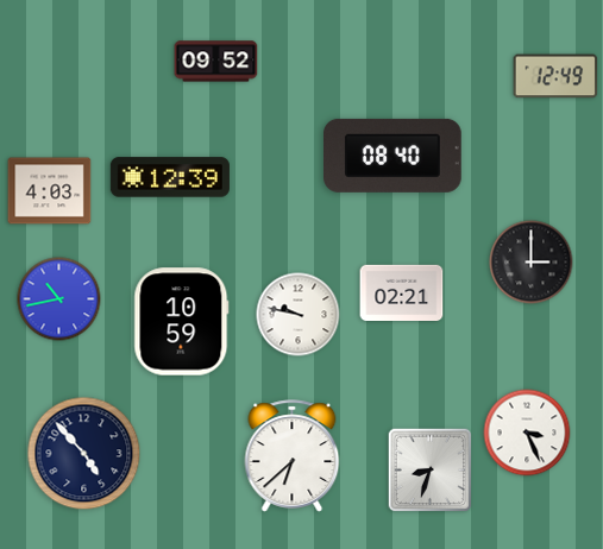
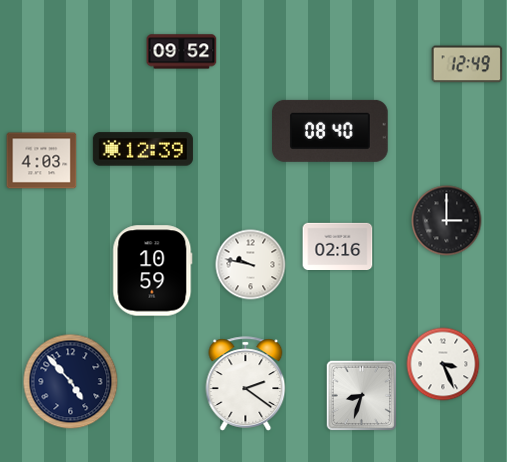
clock at (402, 292): 02:21 -> 02:16
clock at (59, 299): 10:43 -> none
clock at (293, 456): 6:38 -> 2:21
